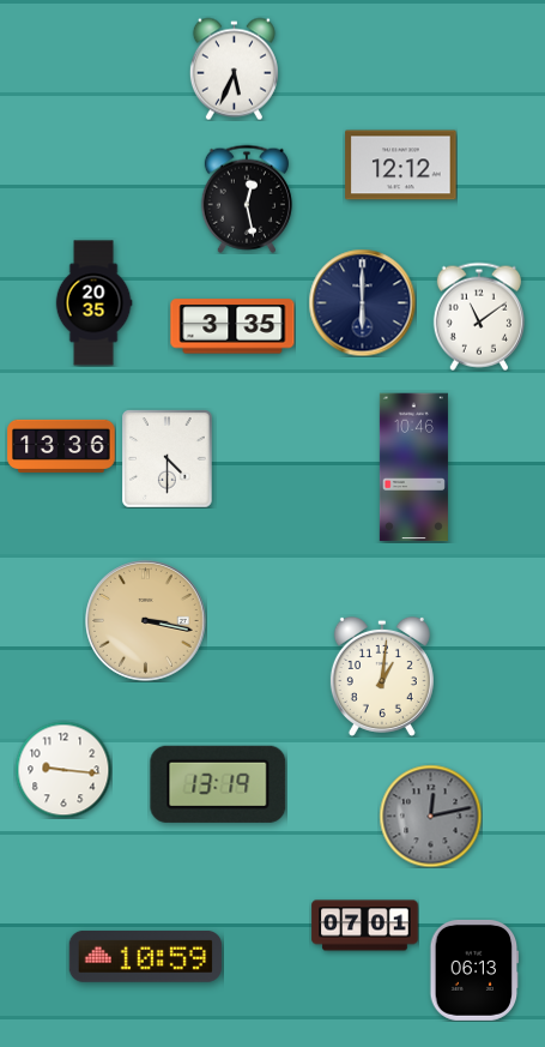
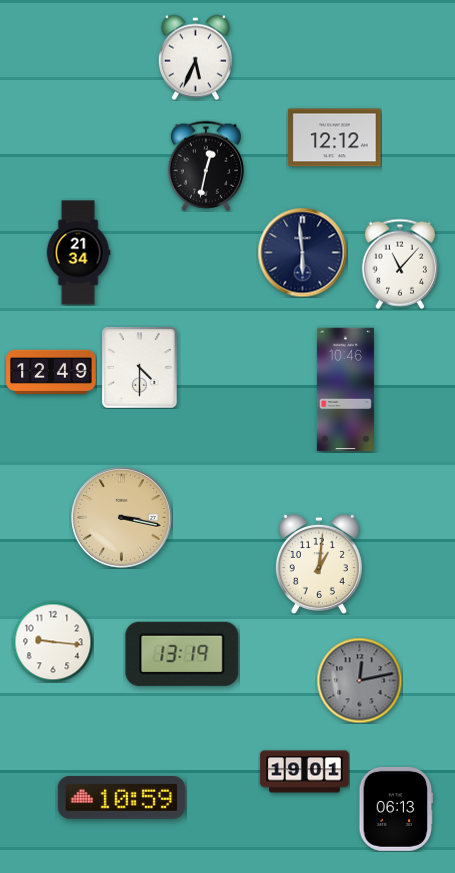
clock at (247, 199): 12:28 -> 12:32
clock at (362, 302): 6:00 -> 5:59
clock at (93, 303): 20:35 -> 21:34
clock at (479, 317): 11:09 -> 11:07
clock at (232, 326): 3:35 -> none
clock at (61, 446): 13:36 -> 12:49
clock at (168, 458) position: (168, 458) -> (140, 367)
clock at (365, 926): 07:01 -> 19:01
